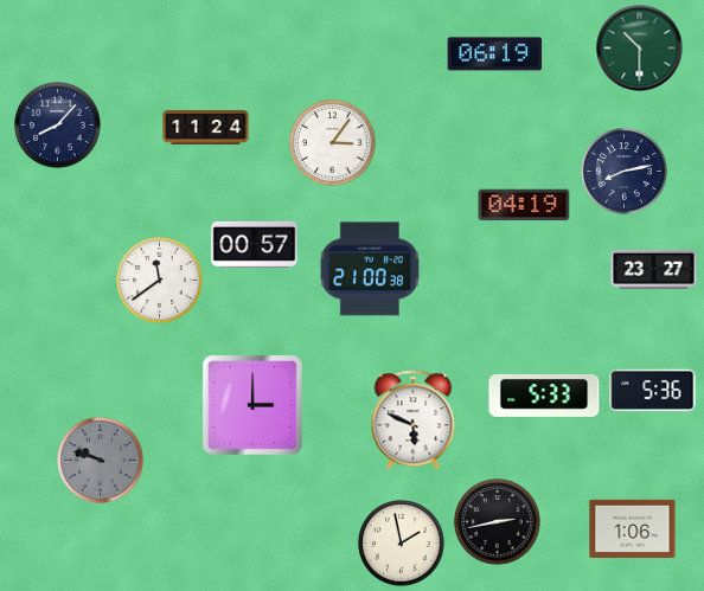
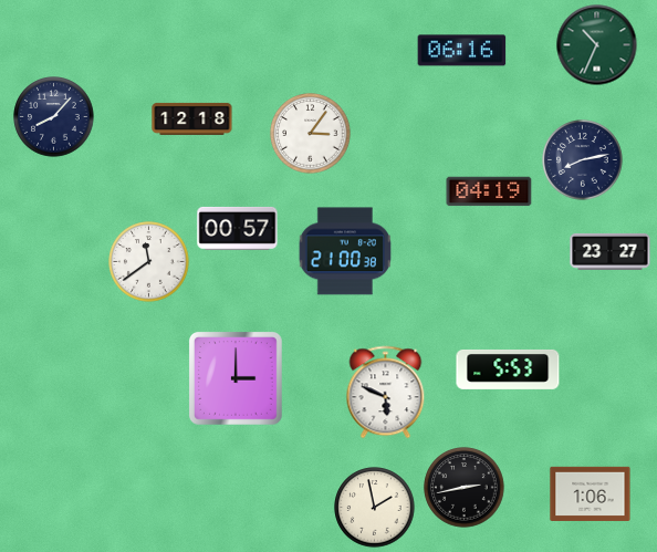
clock at (640, 49): 10:30 -> 10:34
clock at (495, 54): 06:19 -> 06:16
clock at (206, 127): 11:24 -> 12:18
clock at (653, 391): 5:36 -> none
clock at (544, 396): 5:33 -> 5:53
clock at (101, 461): 9:48 -> none
